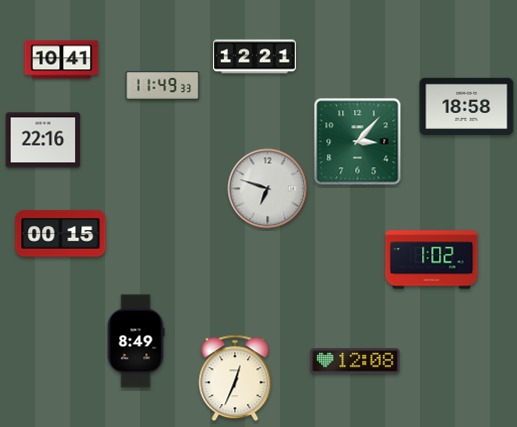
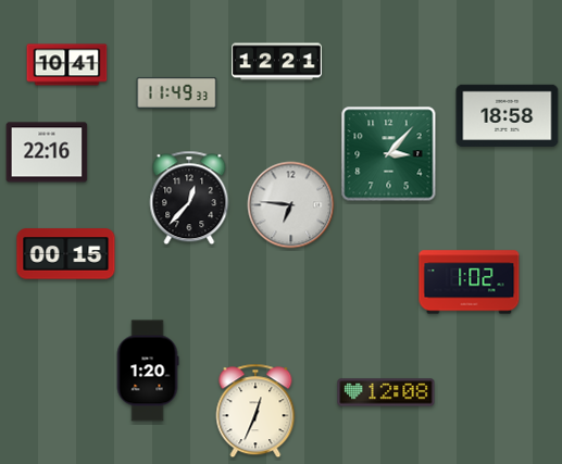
clock at (189, 198): none -> 12:37
clock at (268, 189): 6:48 -> 6:46
clock at (136, 341): 8:49 -> 1:20
